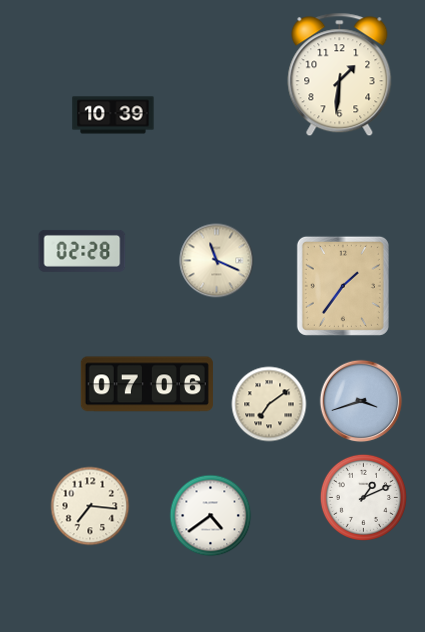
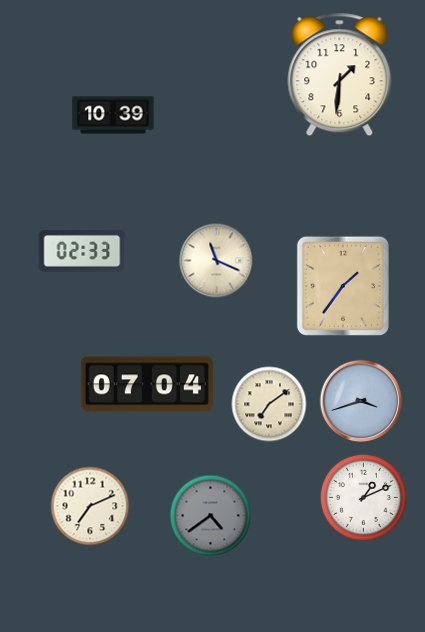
clock at (82, 251): 02:28 -> 02:33
clock at (147, 384): 07:06 -> 07:04
clock at (90, 506): 7:16 -> 7:11
clock at (211, 516) dial: white -> grey
